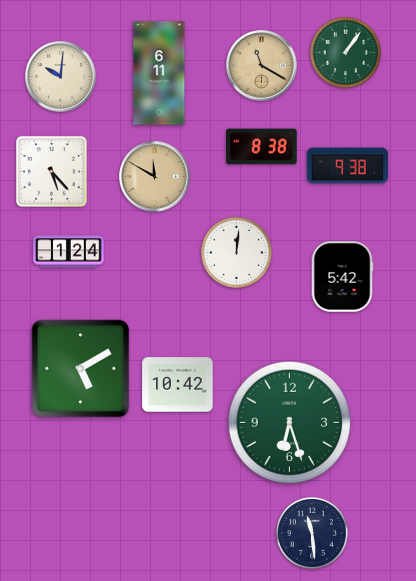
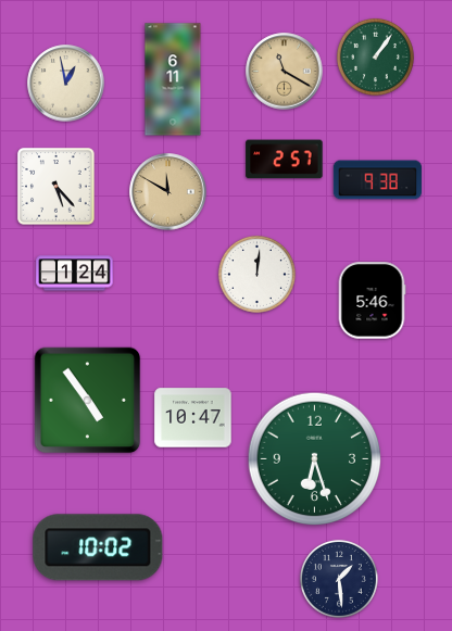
clock at (61, 77): 10:01 -> 12:58
clock at (262, 147): 8:38 -> 2:57
clock at (342, 277): 5:42 -> 5:46
clock at (81, 369): 5:10 -> 4:54
clock at (178, 385): 10:42 -> 10:47
clock at (98, 547): none -> 10:02
clock at (312, 533): 11:29 -> 1:29
